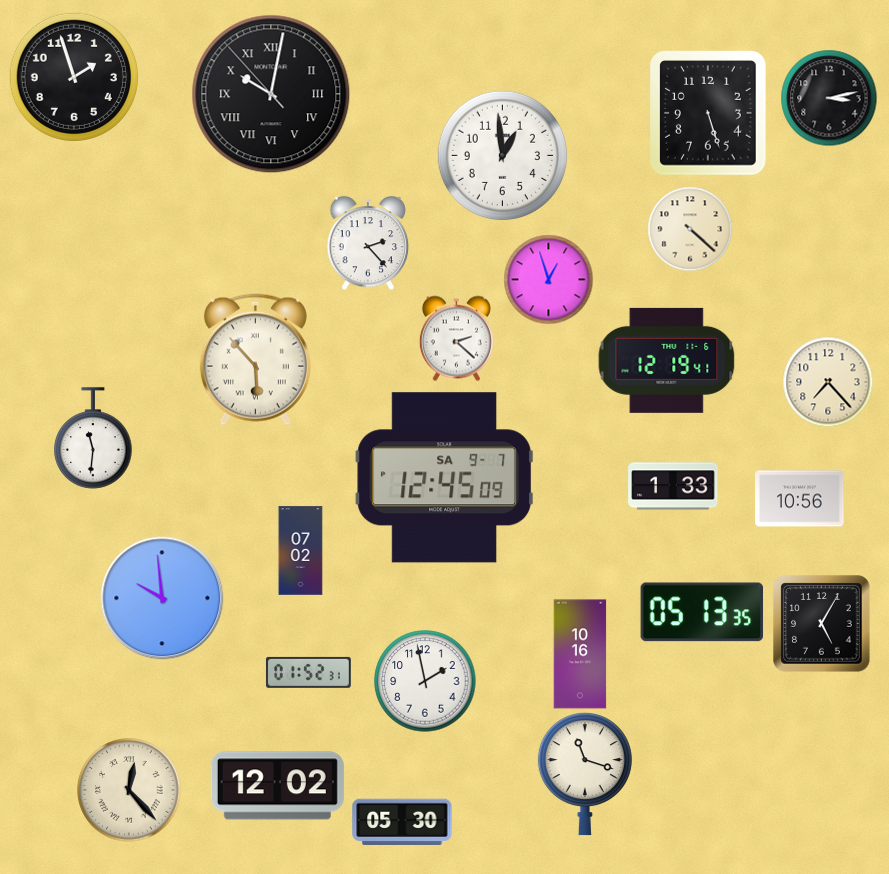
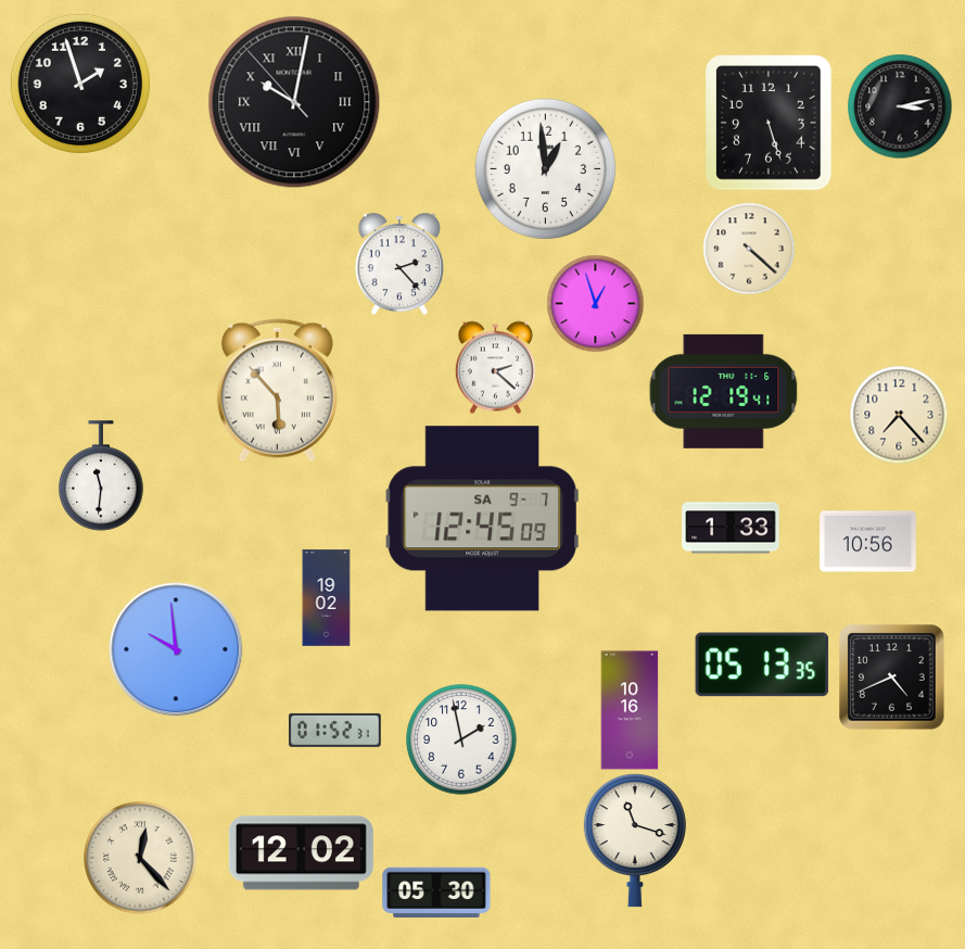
clock at (301, 551): 07:02 -> 19:02
clock at (822, 624): 5:05 -> 4:41
